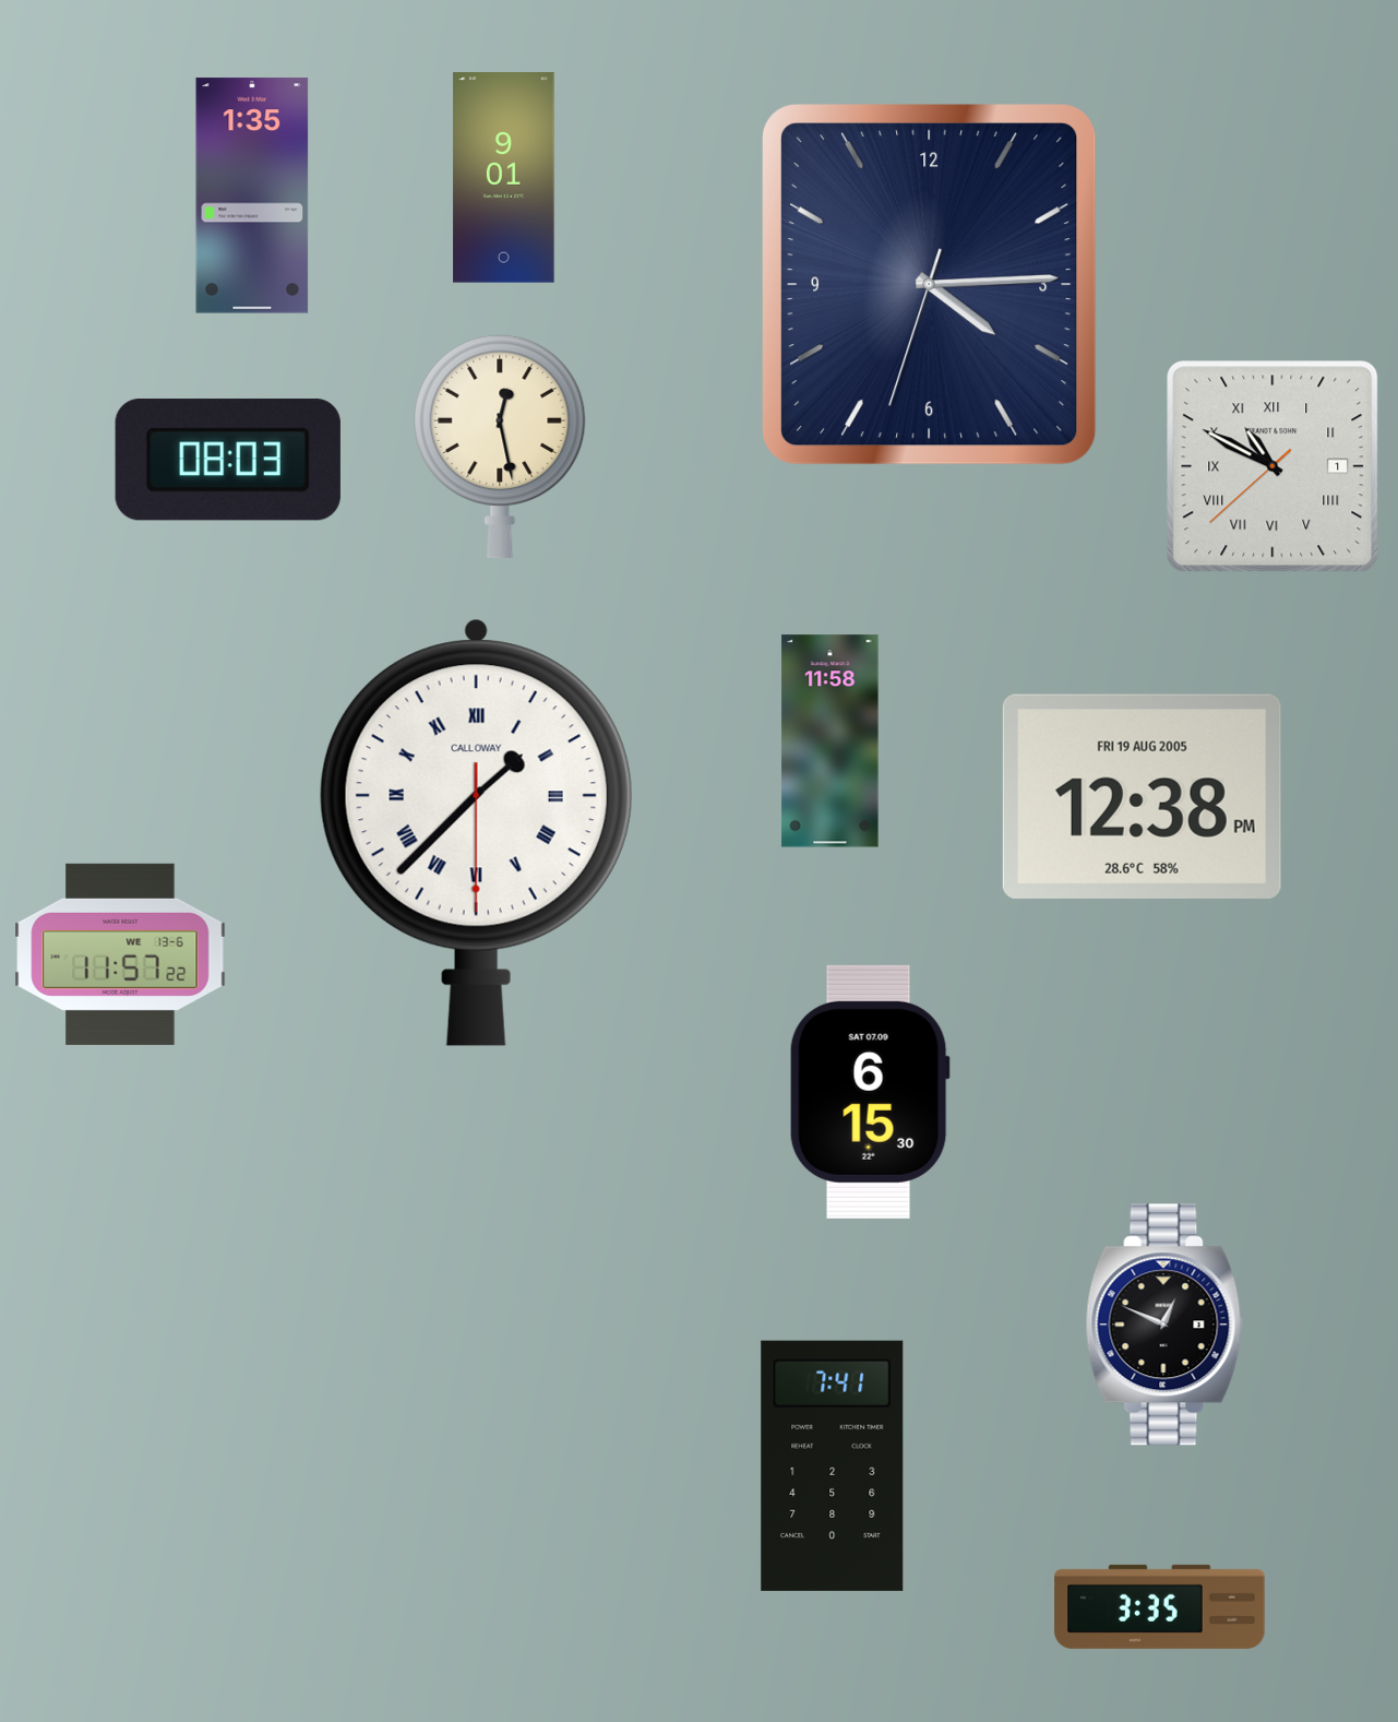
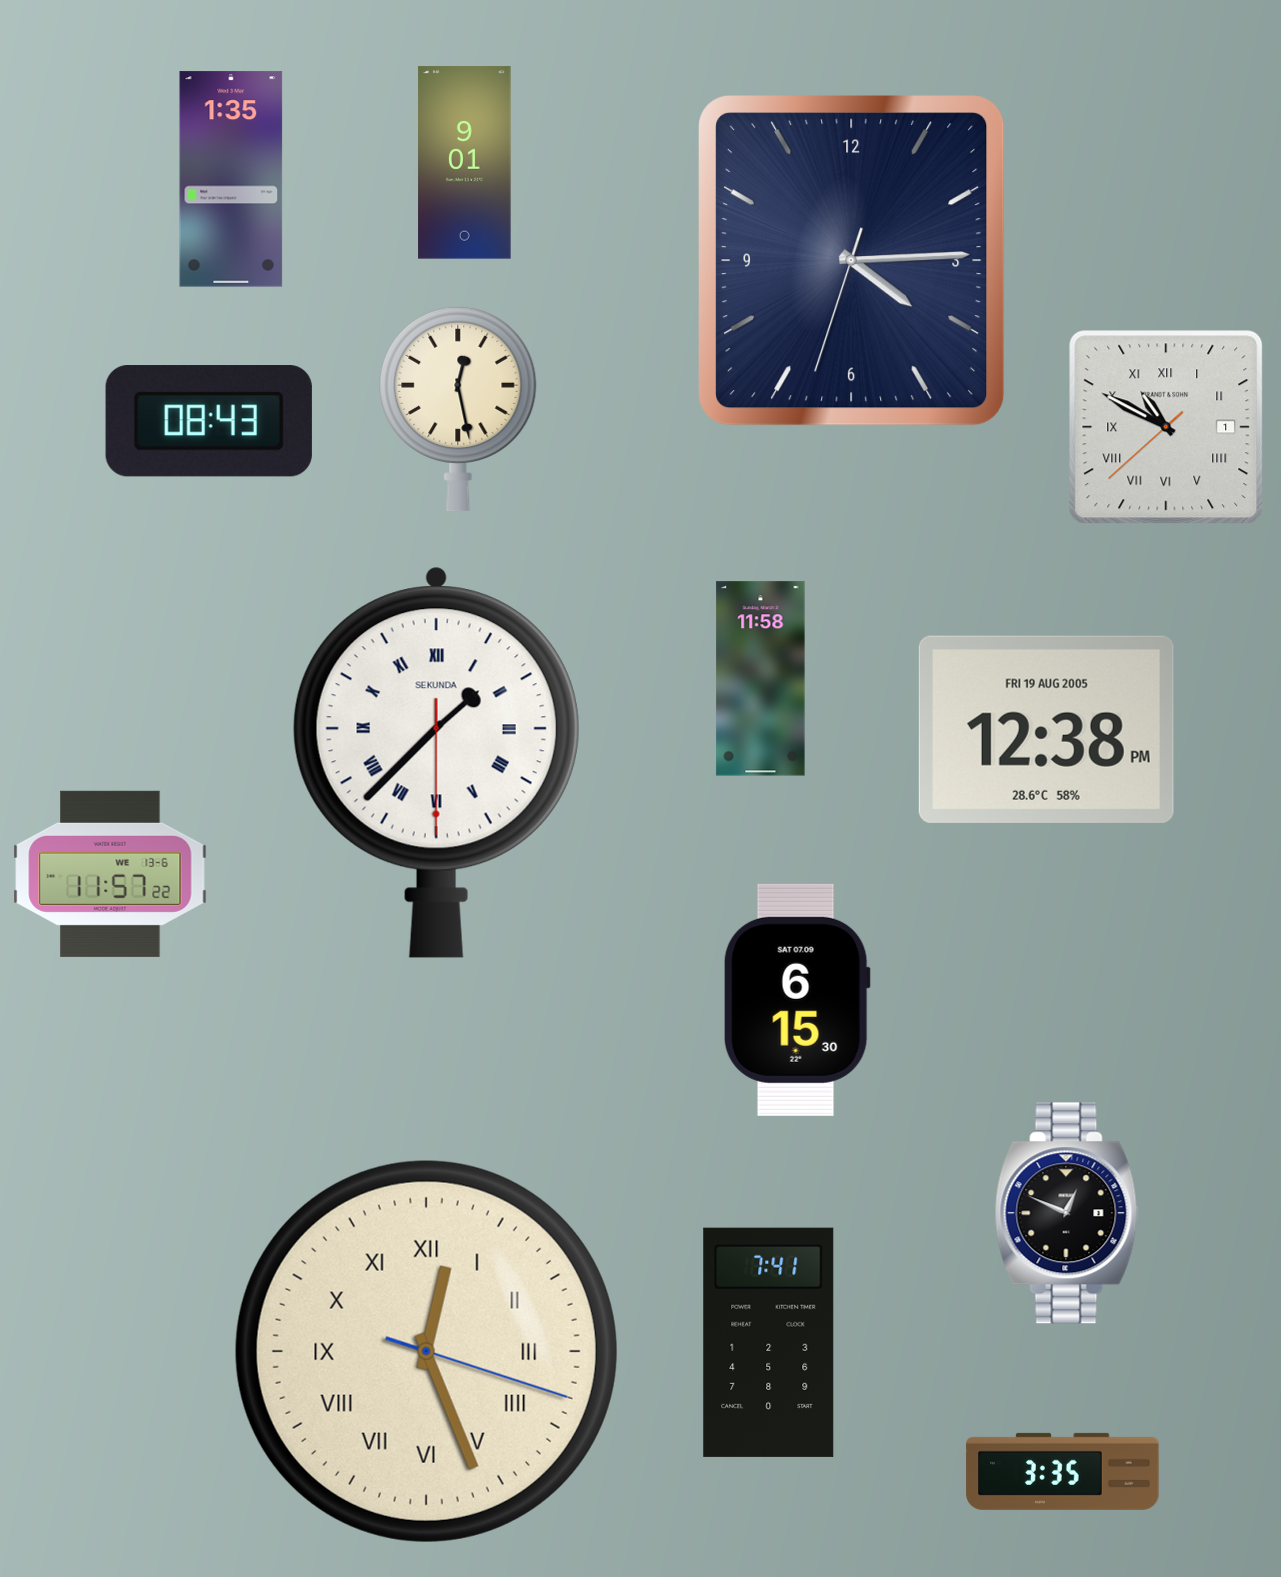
clock at (504, 178) position: (504, 178) -> (465, 163)
clock at (228, 460): 08:03 -> 08:43
clock at (476, 832) brand: CALLOWAY -> SEKUNDA
clock at (833, 1465) position: (833, 1465) -> (769, 1342)
clock at (426, 1351): none -> 12:26
